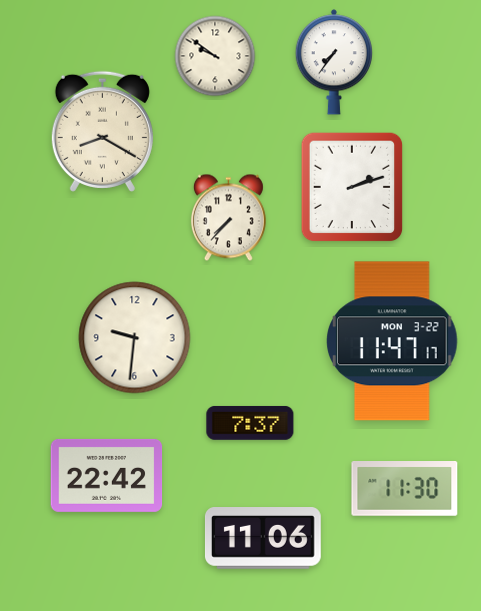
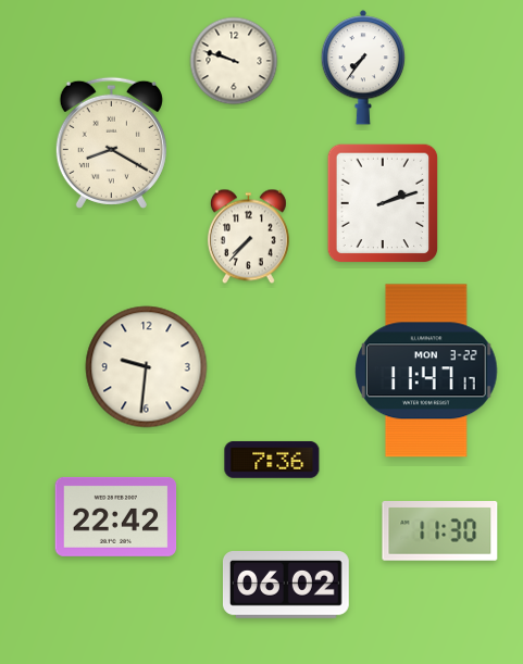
clock at (215, 56): 9:51 -> 9:48
clock at (250, 423): 7:37 -> 7:36
clock at (263, 539): 11:06 -> 06:02
